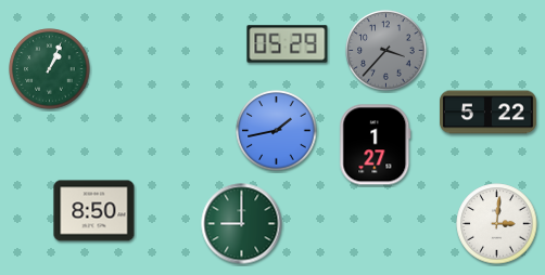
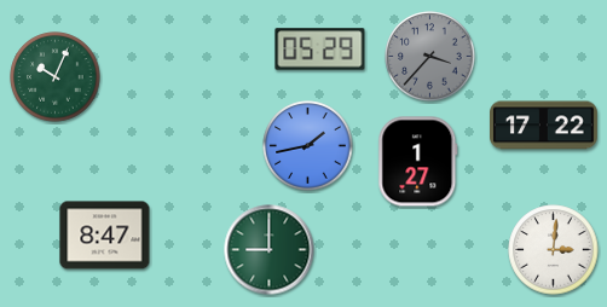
clock at (50, 69): 1:04 -> 10:04
clock at (489, 113): 5:22 -> 17:22
clock at (94, 211): 8:50 -> 8:47
